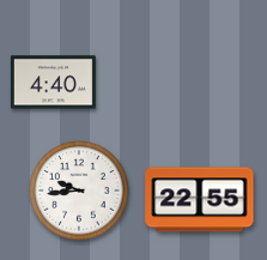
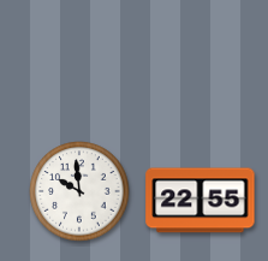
clock at (53, 83): 4:40 -> none
clock at (79, 191): 9:44 -> 9:59
